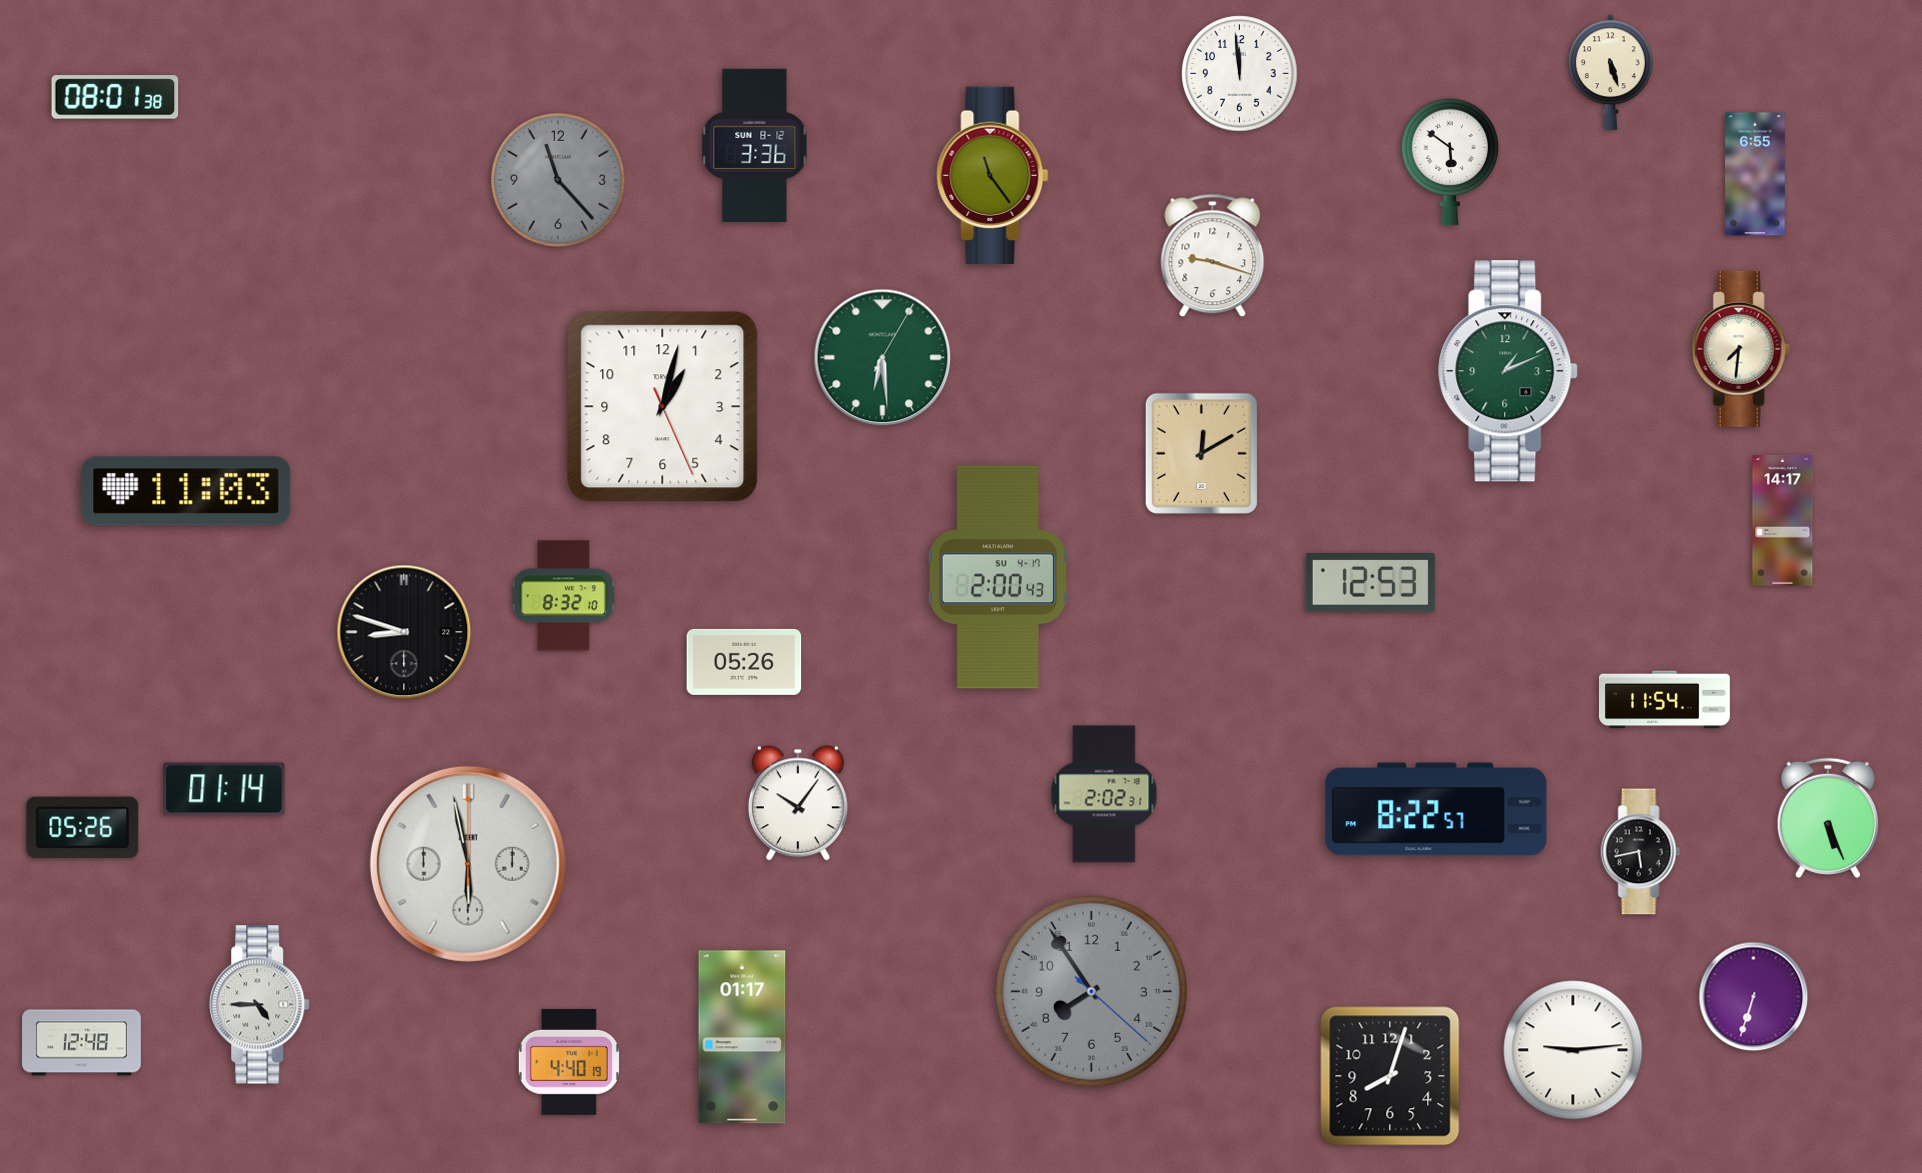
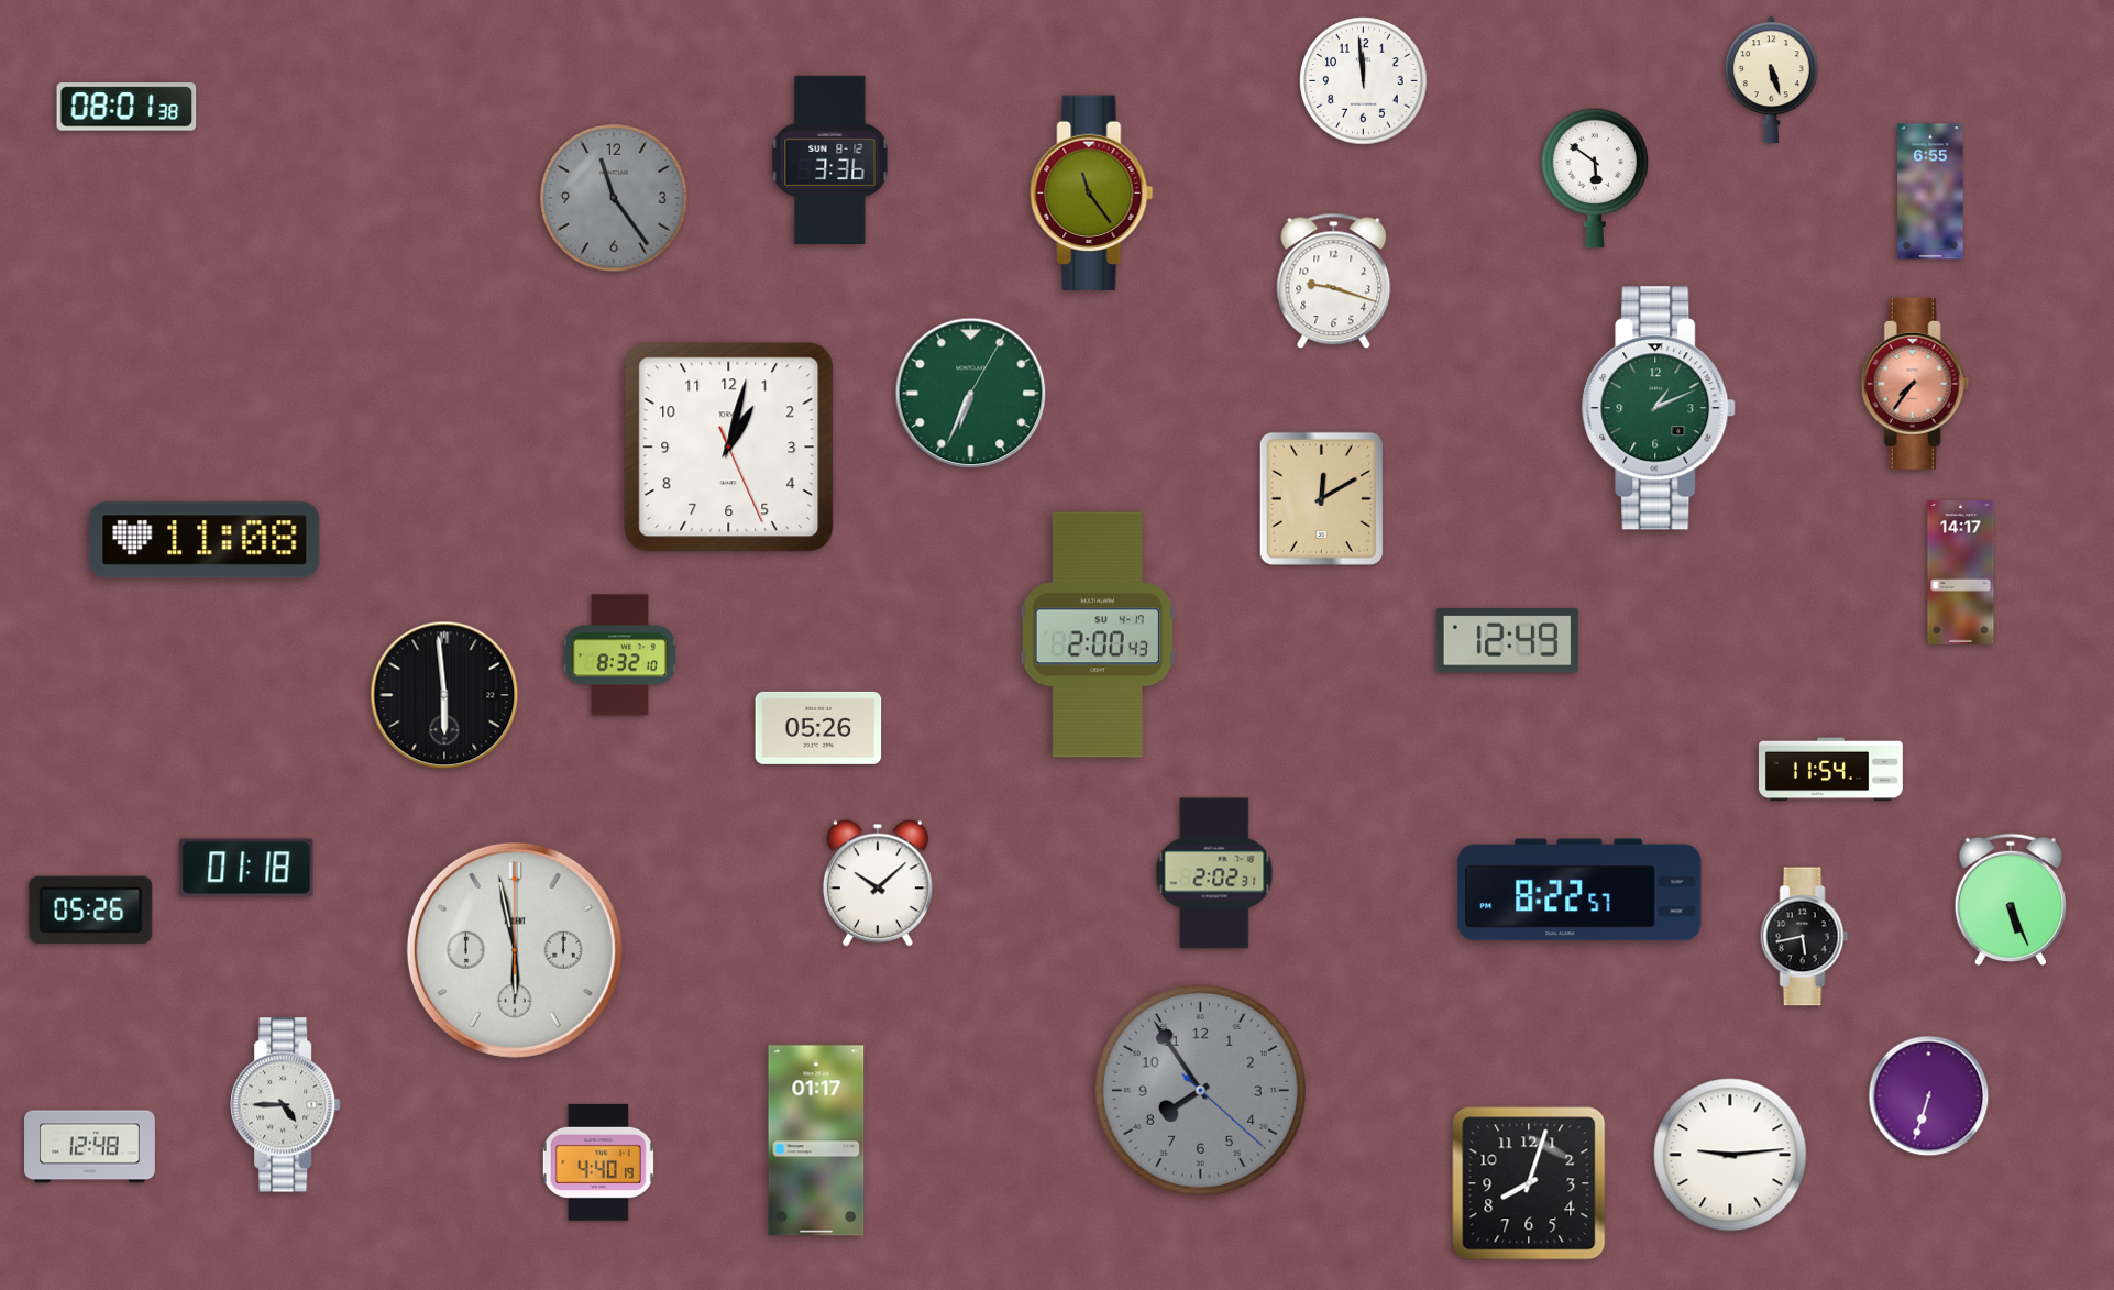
clock at (559, 181): 11:23 -> 11:24
clock at (1741, 349): 7:31 -> 7:36
clock at (1741, 349) dial: cream -> salmon
clock at (883, 358): 6:29 -> 6:34
clock at (186, 491): 11:03 -> 11:08
clock at (1370, 583): 12:53 -> 12:49
clock at (404, 632): 8:48 -> 5:59
clock at (224, 789): 01:14 -> 01:18
clock at (798, 803): 10:06 -> 10:08
clock at (569, 1062) position: (569, 1062) -> (598, 1162)
